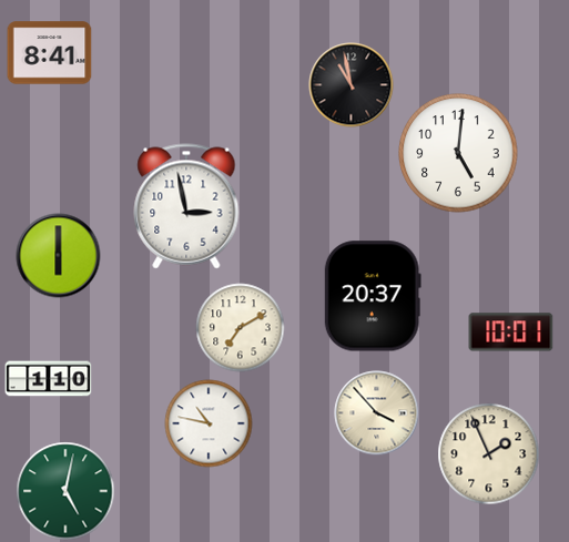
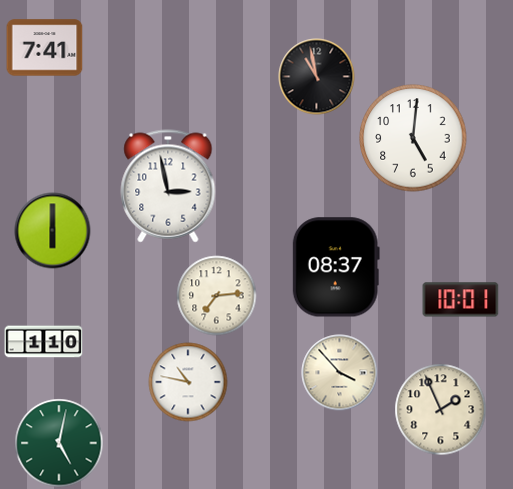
clock at (50, 53): 8:41 -> 7:41
clock at (373, 296): 20:37 -> 08:37
clock at (241, 328): 7:10 -> 7:14
